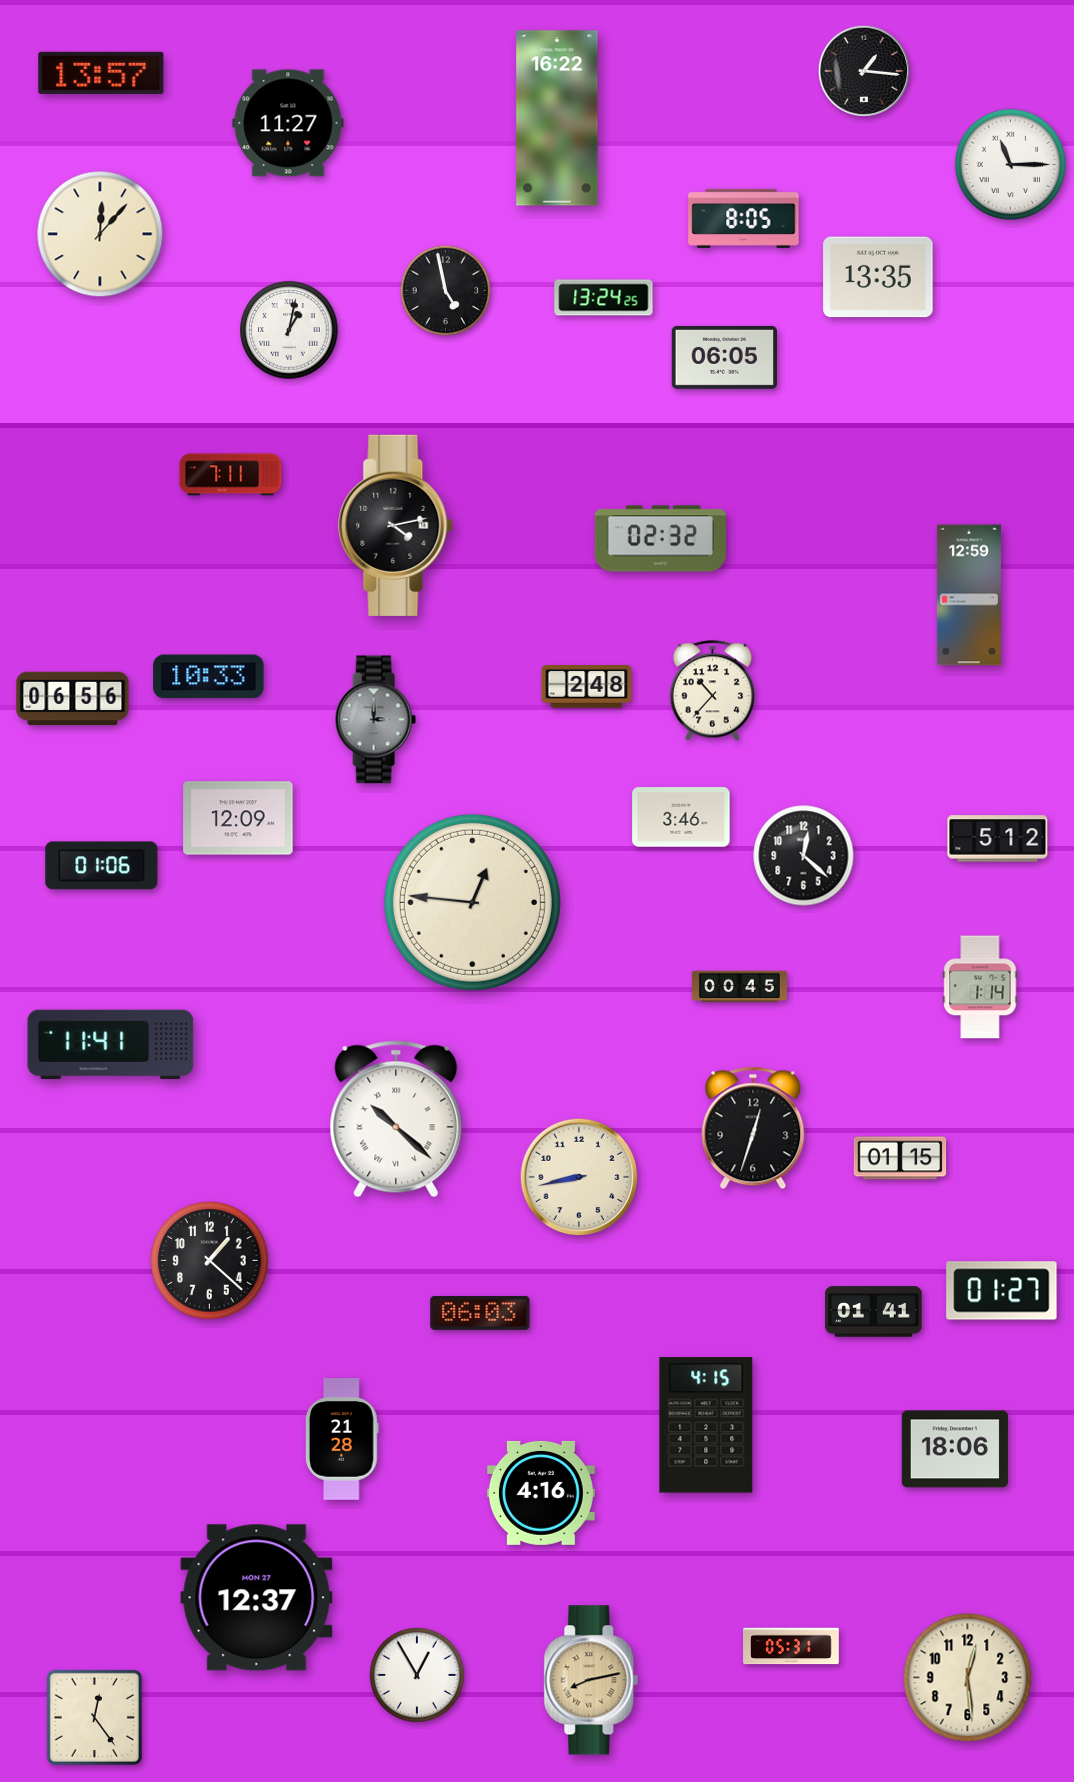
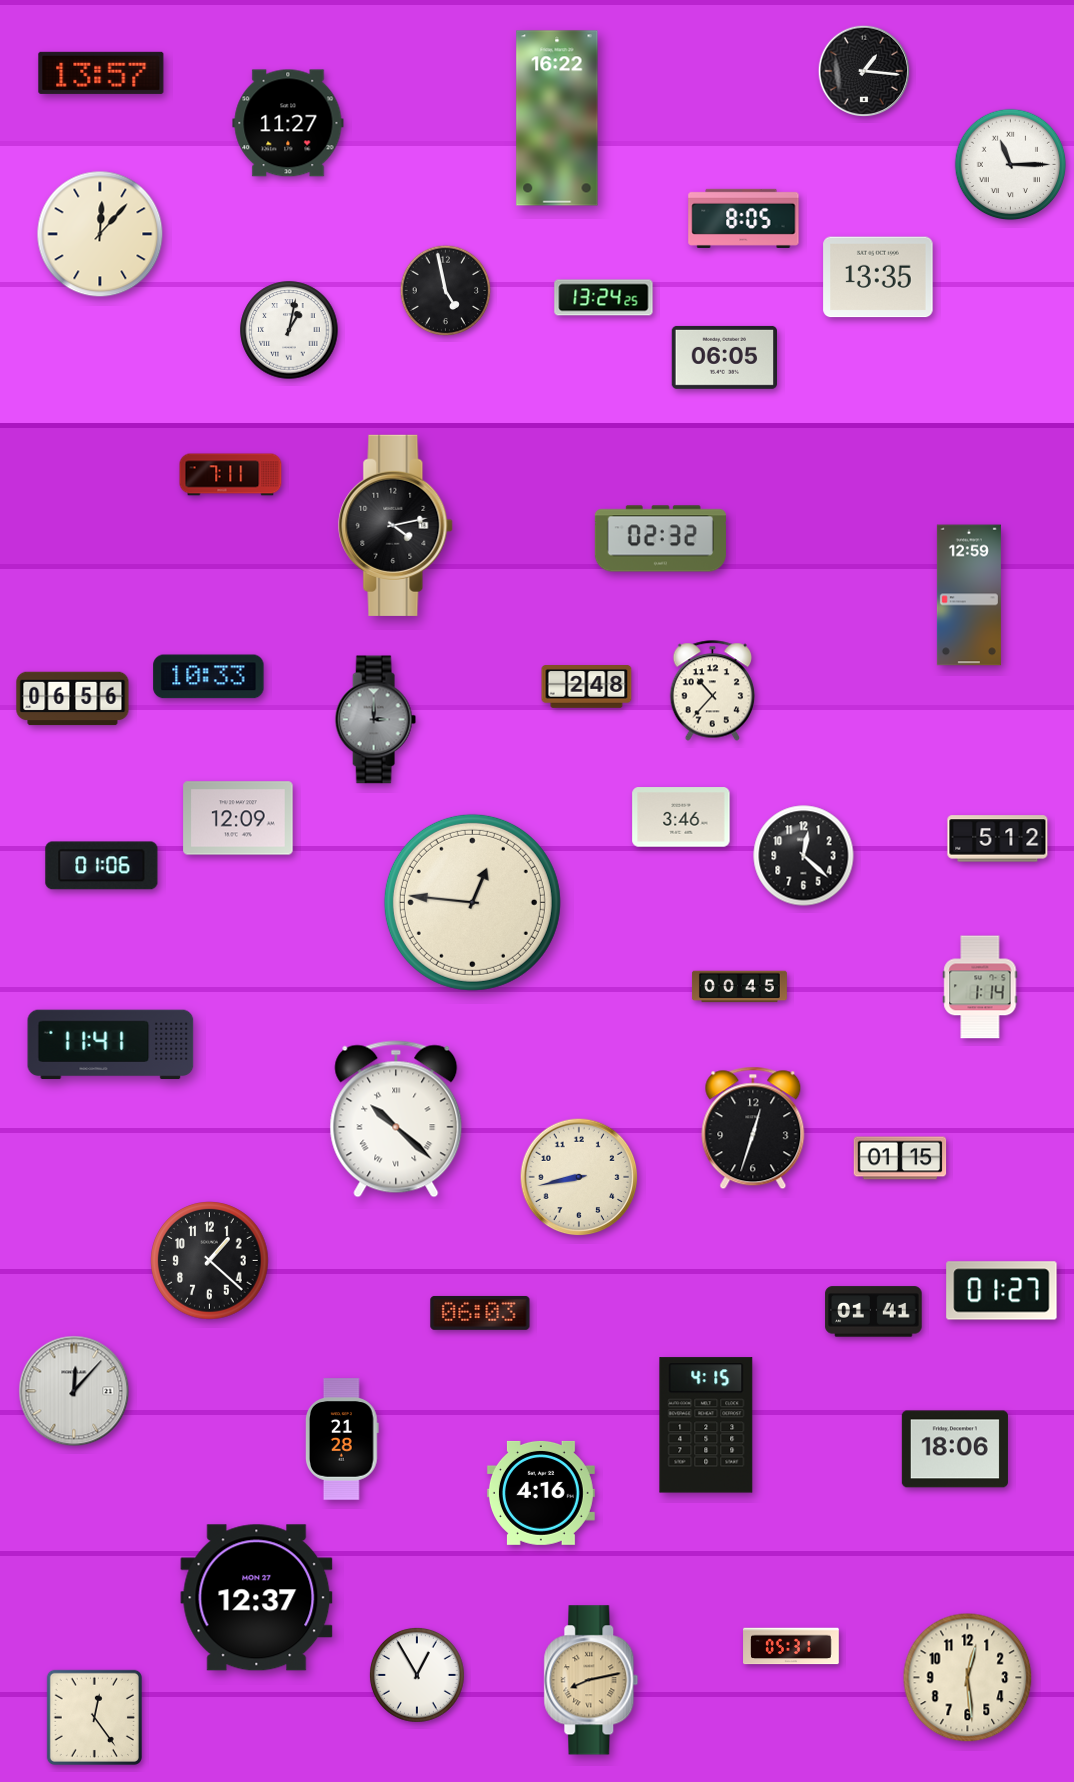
clock at (74, 1391): none -> 12:07
